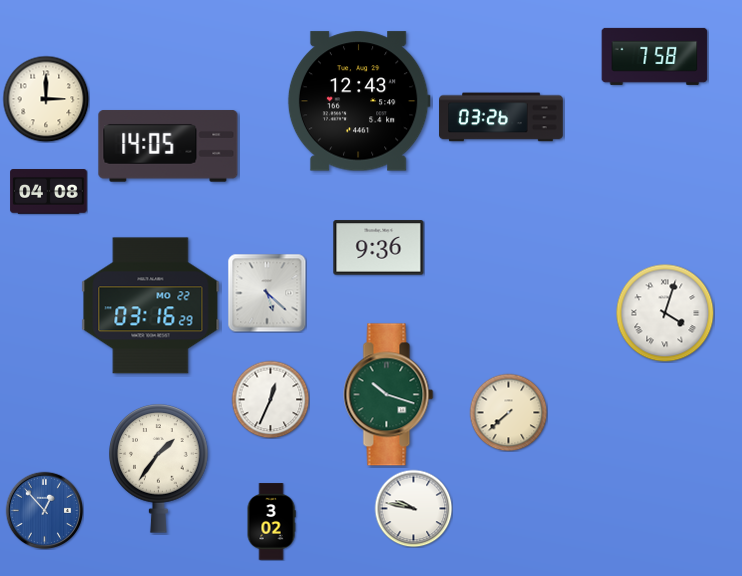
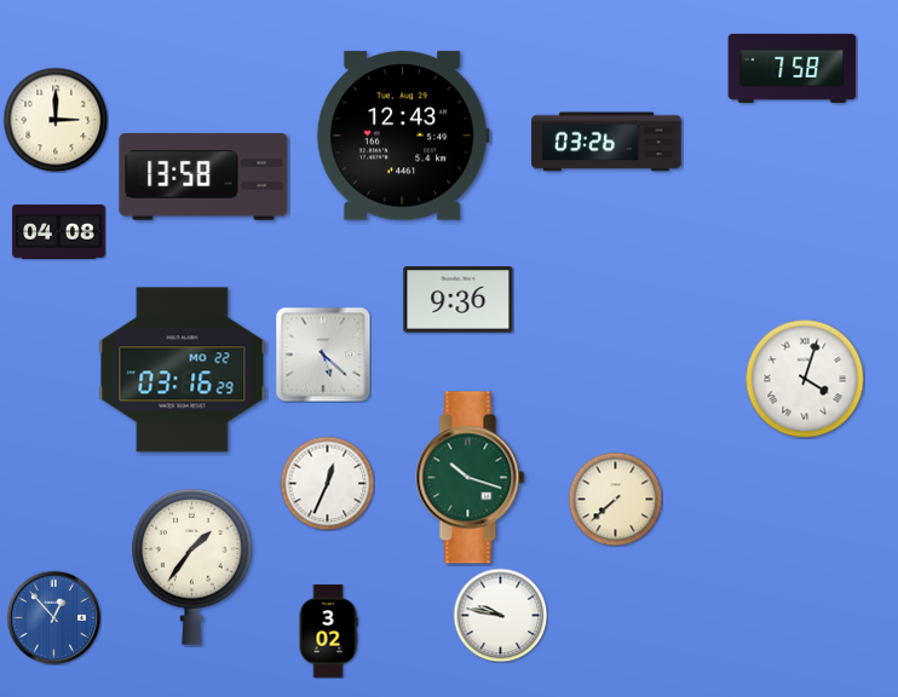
clock at (359, 101) position: (359, 101) -> (403, 136)
clock at (168, 146): 14:05 -> 13:58
